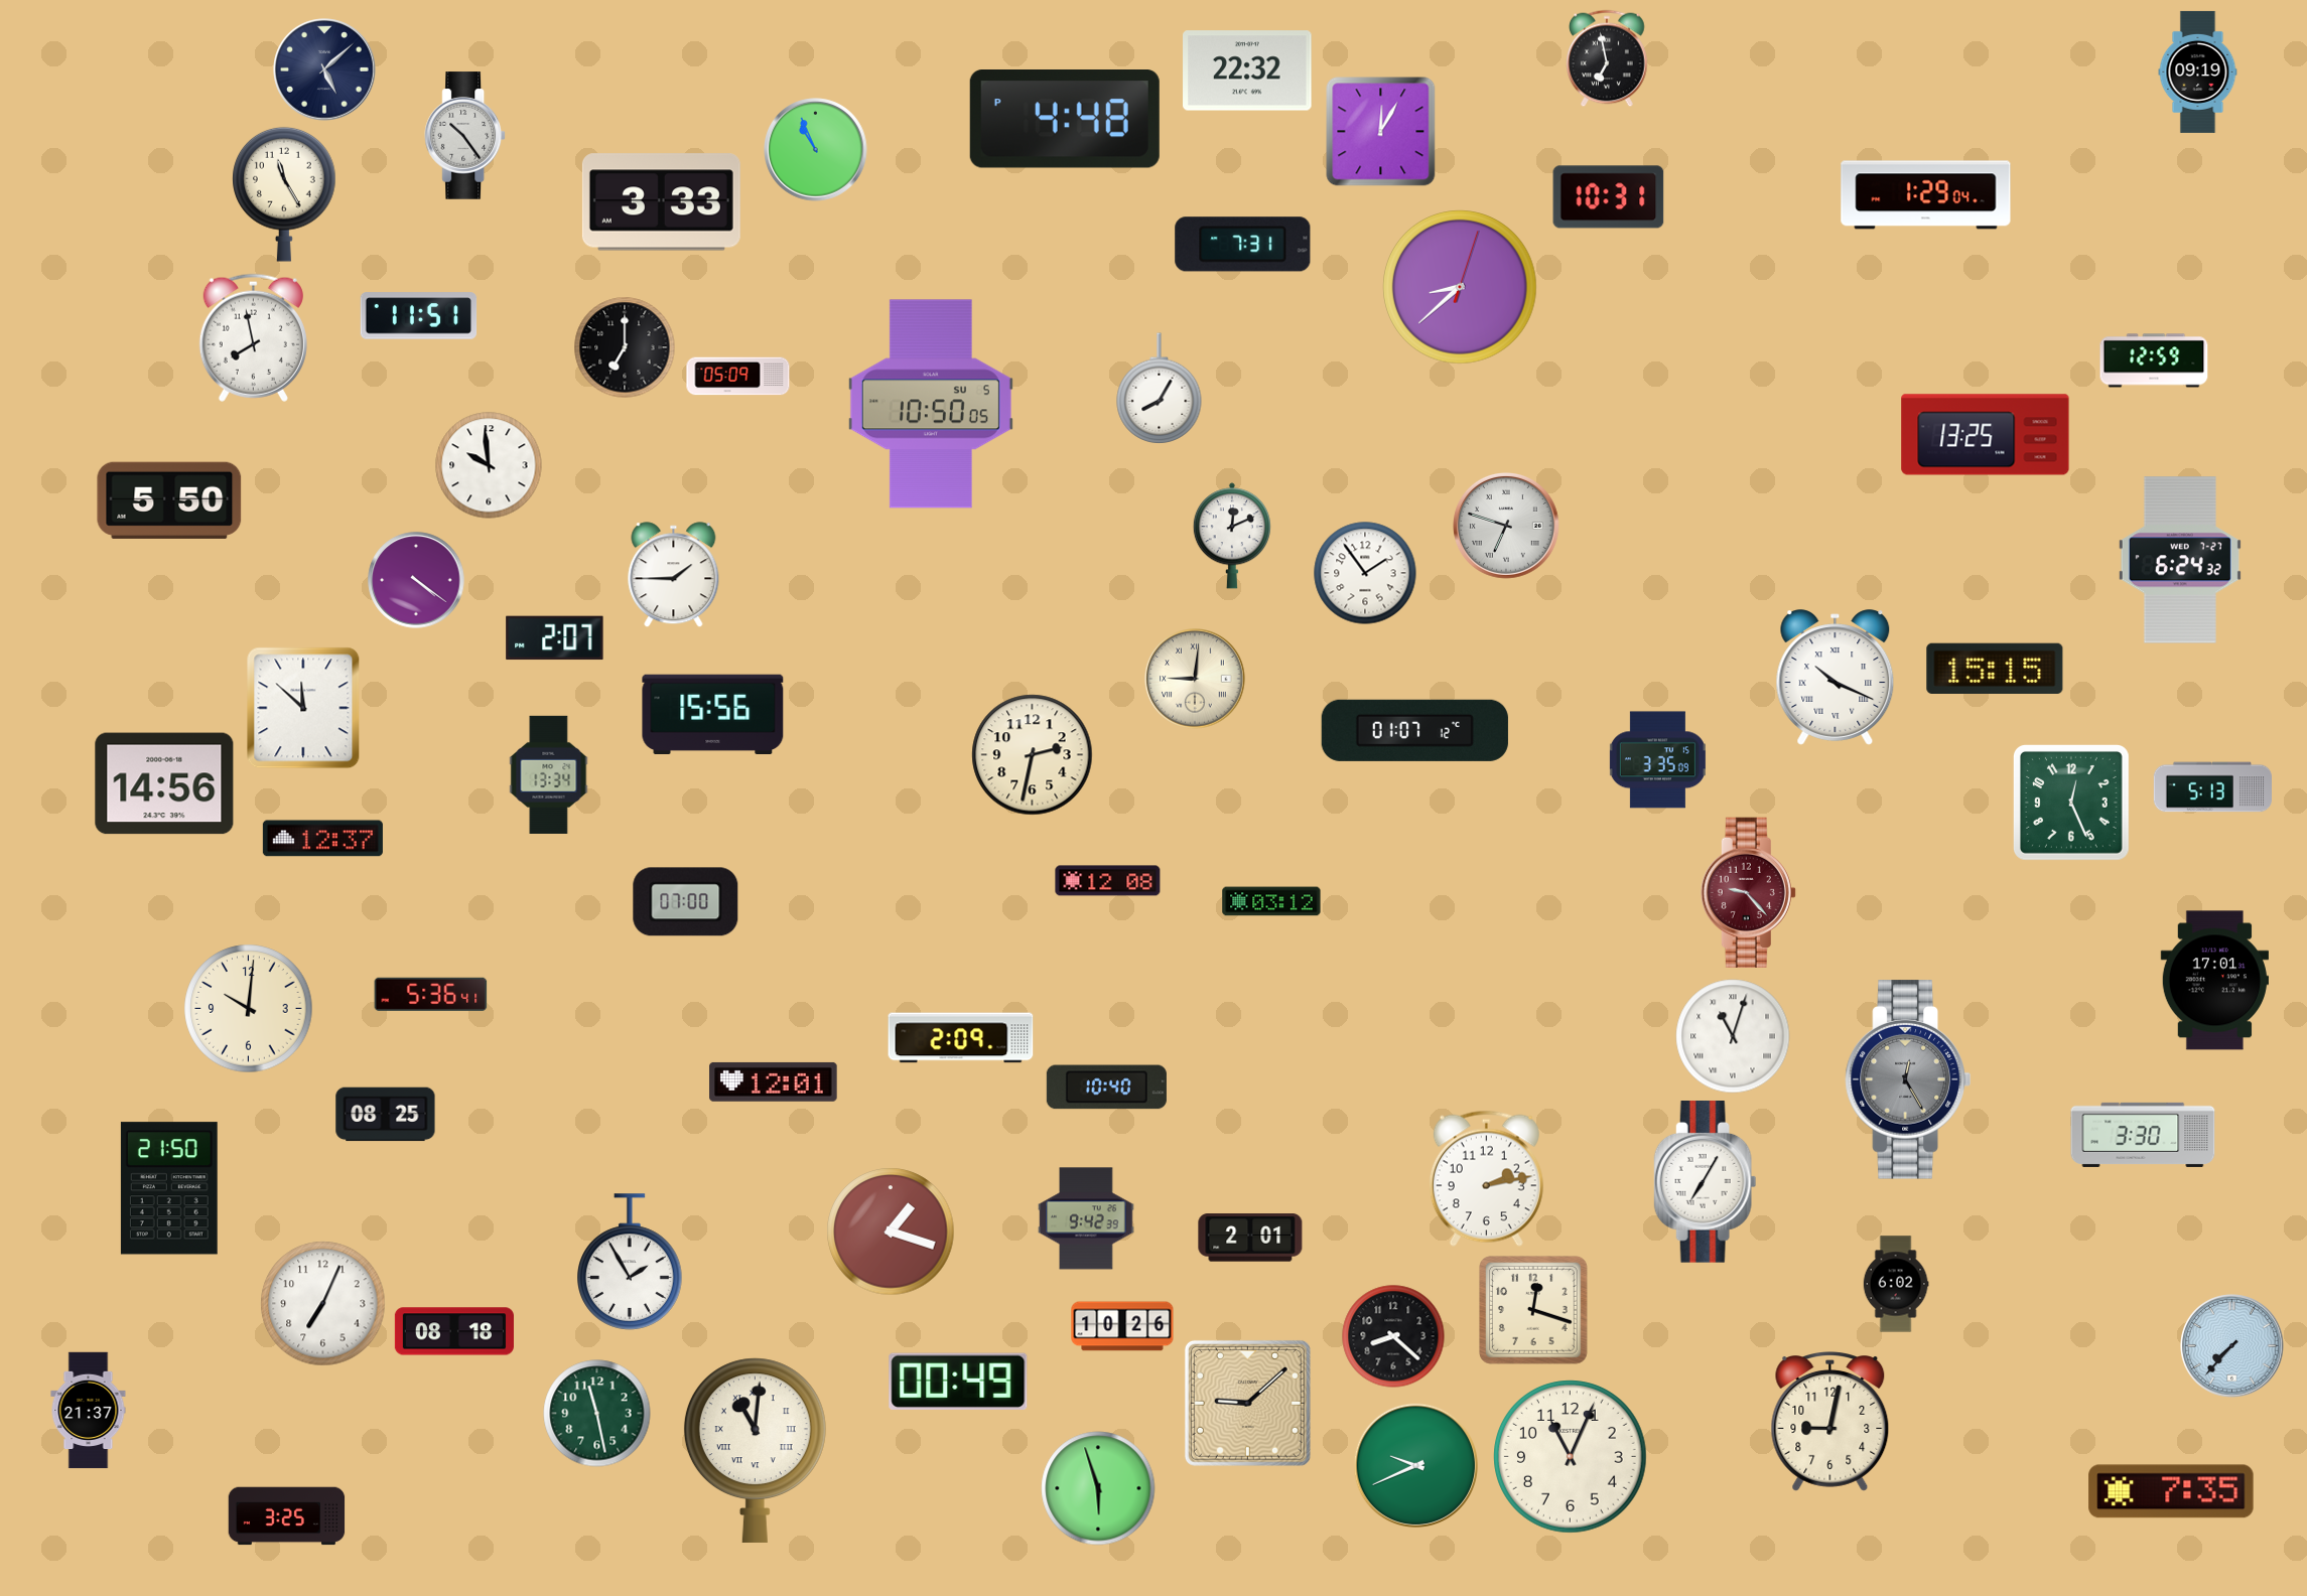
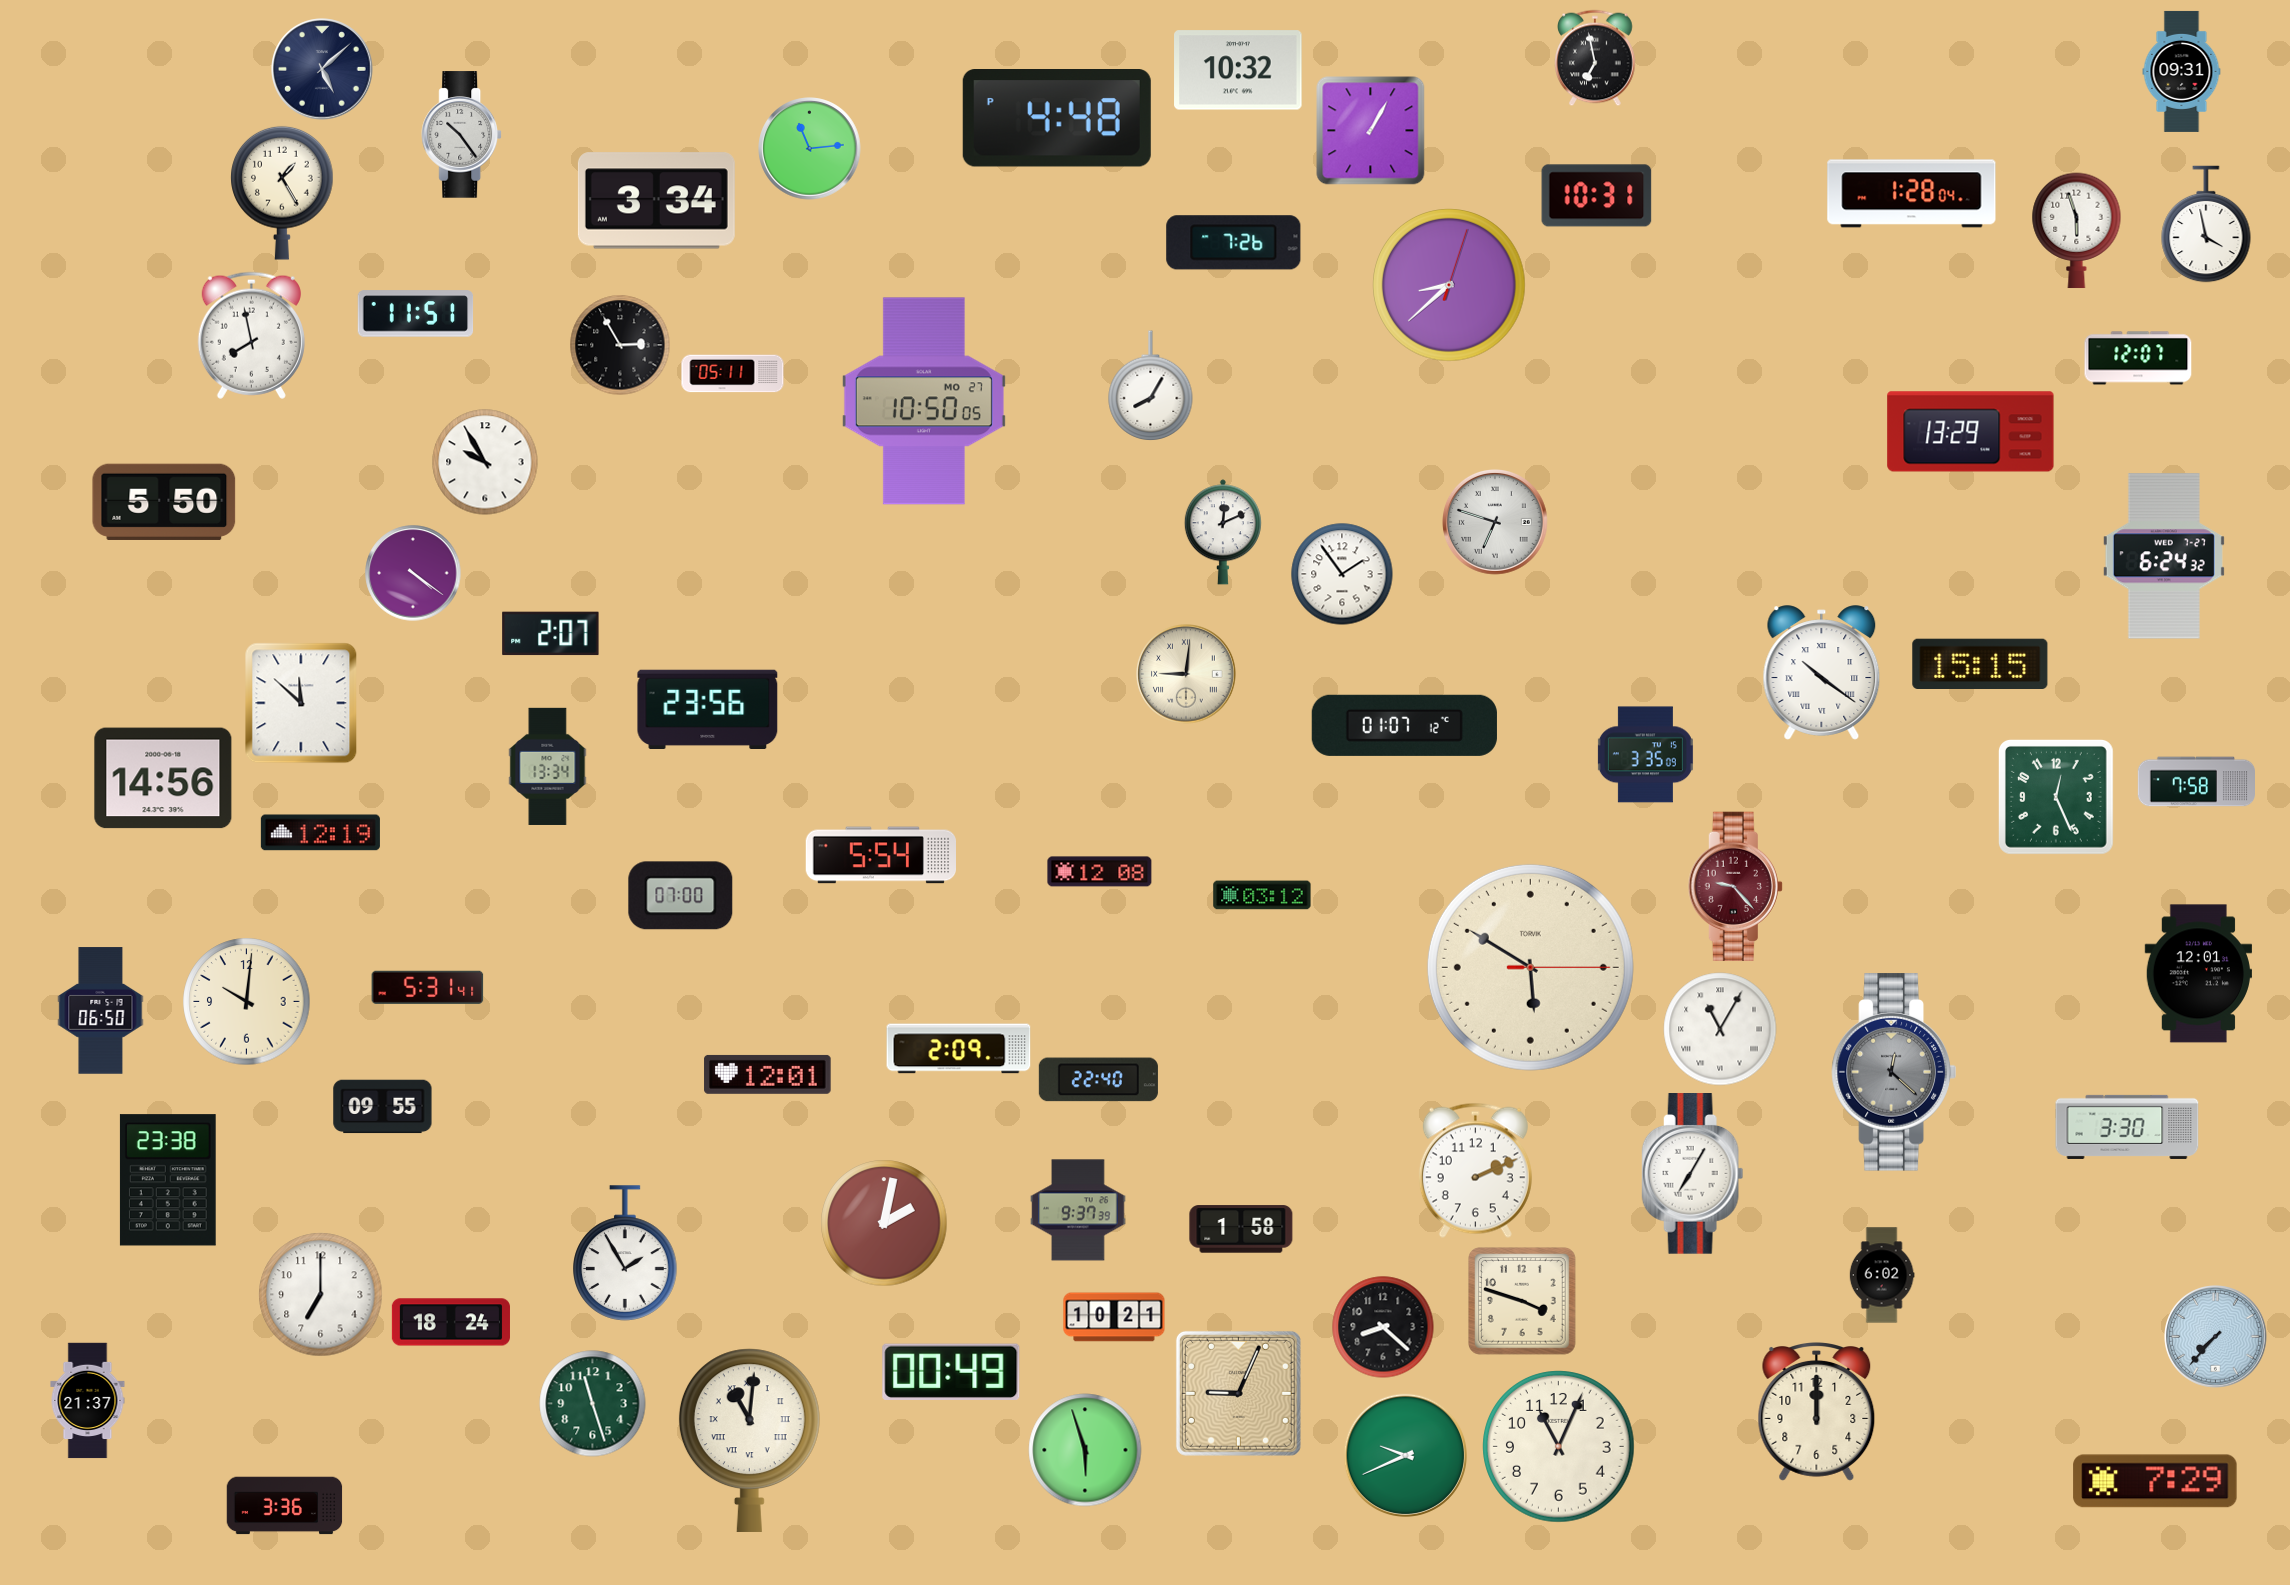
clock at (1247, 70): 22:32 -> 10:32
clock at (2198, 71): 09:19 -> 09:31
clock at (1381, 132): 12:05 -> 1:05
clock at (816, 150): 10:56 -> 11:14
clock at (284, 194): 11:25 -> 1:25
clock at (1926, 195): 1:29 -> 1:28
clock at (661, 202): 3:33 -> 3:34
clock at (2206, 224): none -> 3:58
clock at (2077, 231): none -> 5:57
clock at (1243, 245): 7:31 -> 7:26
clock at (625, 347): 7:00 -> 2:55
clock at (2154, 360): 12:59 -> 12:07
clock at (738, 377): 05:09 -> 05:11
clock at (931, 404) date: SU 5 -> MO 27
clock at (1986, 435): 13:25 -> 13:29
clock at (489, 465): 9:59 -> 9:55
clock at (169, 500) position: (169, 500) -> (164, 502)
clock at (1365, 573) position: (1365, 573) -> (1342, 574)
clock at (674, 575): 1:45 -> none
clock at (416, 580) position: (416, 580) -> (413, 573)
clock at (1836, 678): 10:19 -> 10:21
clock at (713, 714): 15:56 -> 23:56
clock at (1033, 755): 2:32 -> none
clock at (549, 774) position: (549, 774) -> (548, 766)
clock at (2212, 787): 5:13 -> 7:58
clock at (322, 839): 12:37 -> 12:19
clock at (880, 855): none -> 5:54
clock at (1108, 881) position: (1108, 881) -> (1100, 872)
clock at (1530, 967): none -> 5:50
clock at (2214, 981): 17:01 -> 12:01
clock at (431, 994): 5:36 -> 5:31
clock at (101, 1011): none -> 06:50
clock at (1733, 1036): 11:03 -> 11:05
clock at (961, 1038) position: (961, 1038) -> (959, 1049)
clock at (1908, 1079): 12:25 -> 12:22
clock at (1106, 1087): 10:40 -> 22:40
clock at (386, 1115): 08:25 -> 09:55
clock at (1486, 1178): 2:13 -> 2:11
clock at (169, 1188): 21:50 -> 23:38
clock at (1086, 1218): 9:42 -> 9:37
clock at (891, 1231): 1:18 -> 2:02
clock at (1250, 1238): 2:01 -> 1:58
clock at (323, 1304): 7:04 -> 7:00
clock at (1534, 1311): 12:18 -> 3:48
clock at (1122, 1326): 10:26 -> 10:21
clock at (454, 1331): 08:18 -> 18:24
clock at (1247, 1403): 9:08 -> 9:04
clock at (597, 1414): 11:28 -> 11:27
clock at (1830, 1422): 9:02 -> 12:00
clock at (1098, 1488) position: (1098, 1488) -> (1085, 1450)
clock at (2171, 1491): 7:35 -> 7:29
clock at (287, 1516): 3:25 -> 3:36
